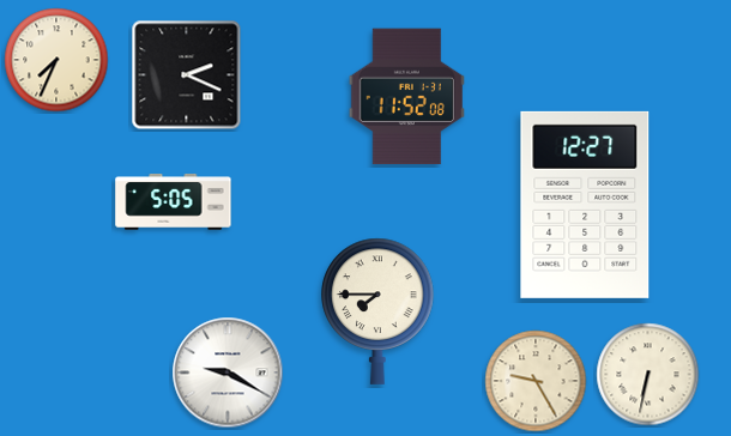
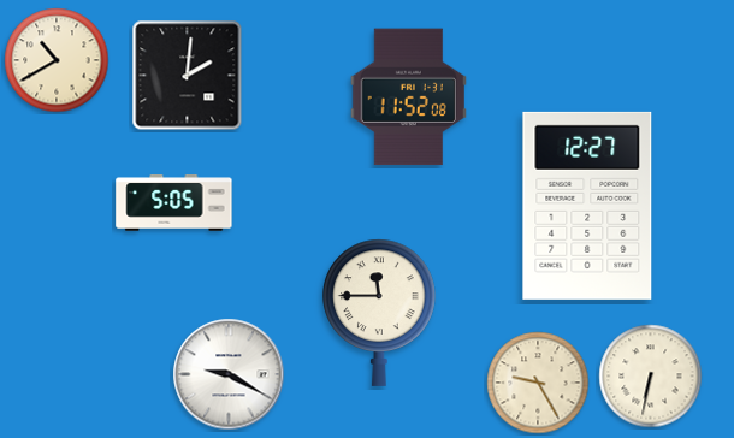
clock at (56, 60): 7:34 -> 10:40
clock at (187, 75): 2:19 -> 2:01
clock at (377, 311): 7:45 -> 11:45
